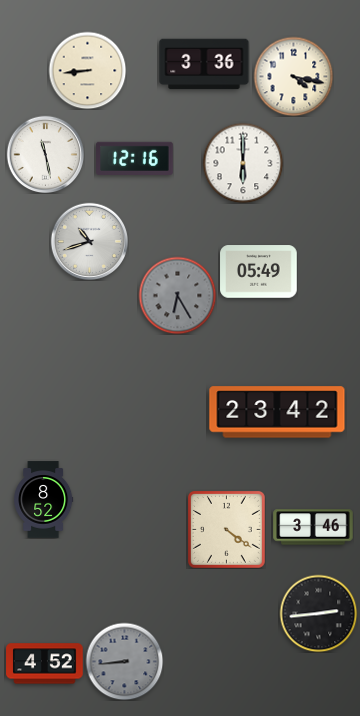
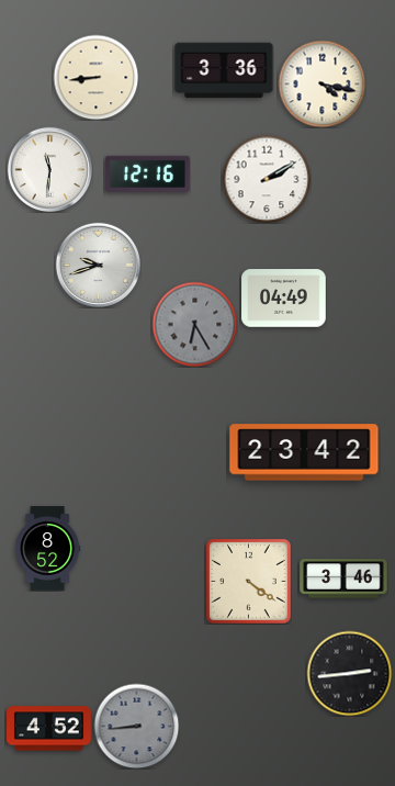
clock at (45, 154): 11:28 -> 11:31
clock at (243, 163): 6:00 -> 2:10
clock at (89, 241): 10:42 -> 9:42
clock at (259, 272): 05:49 -> 04:49
